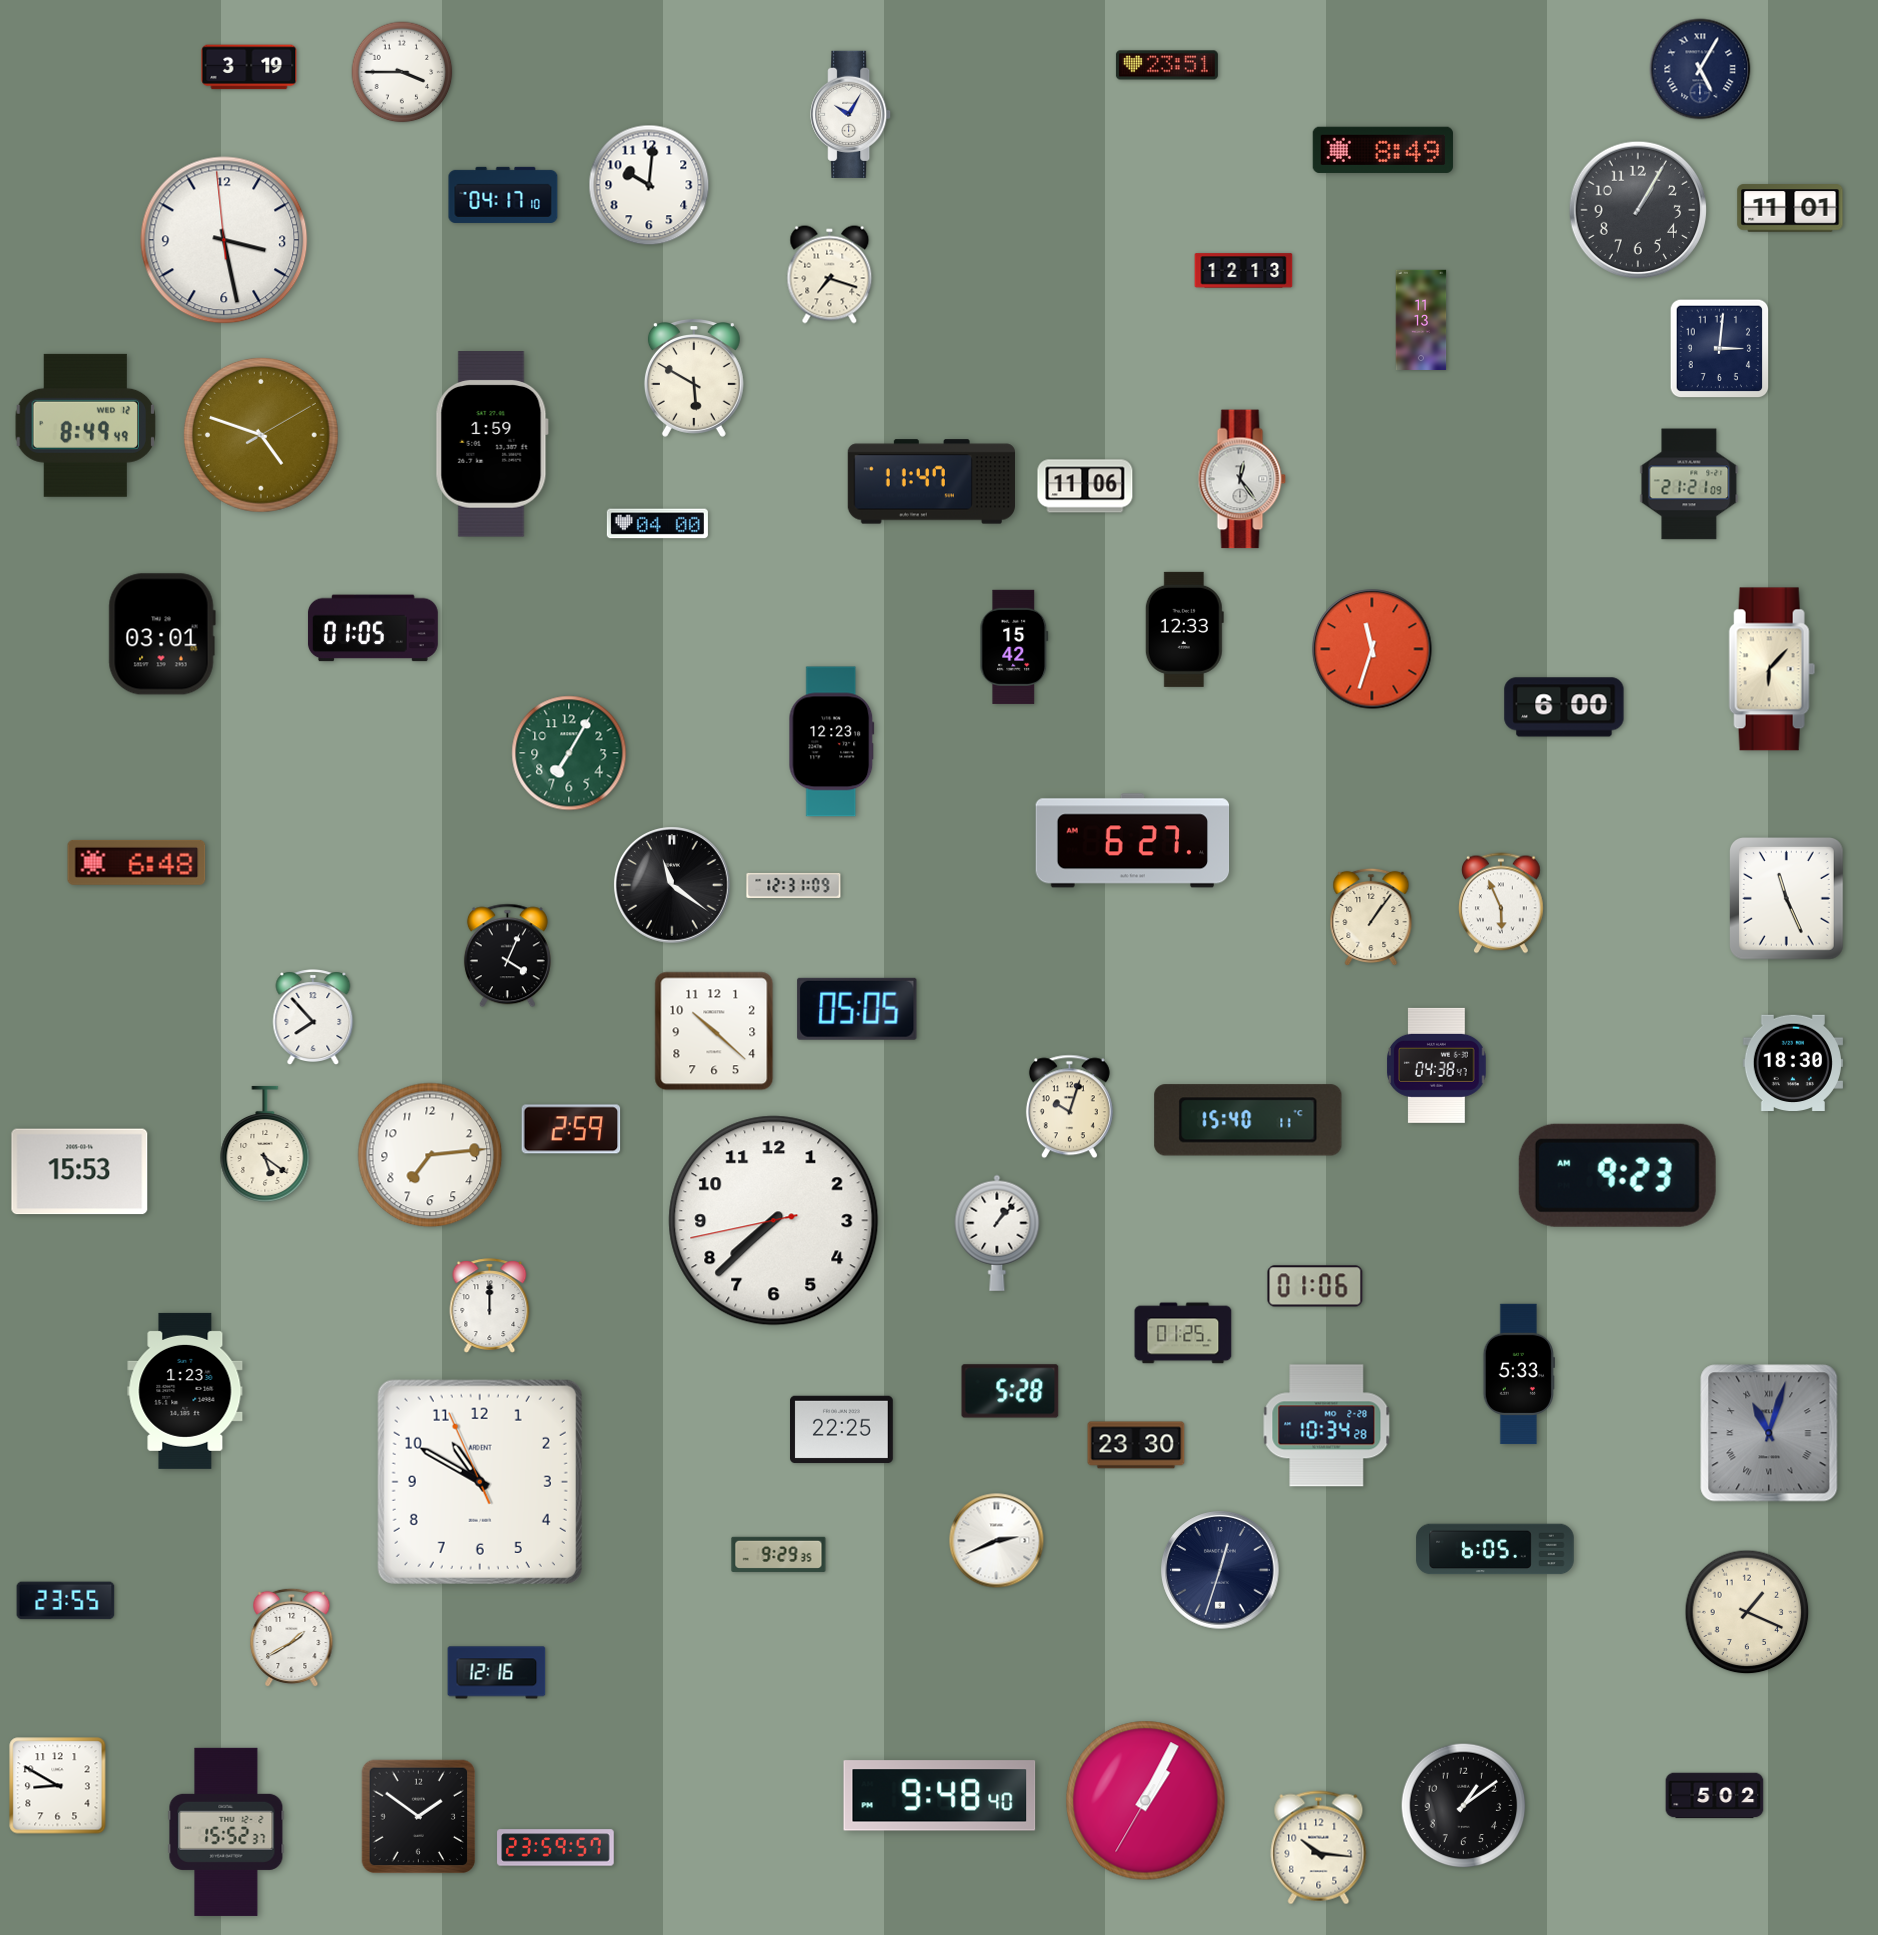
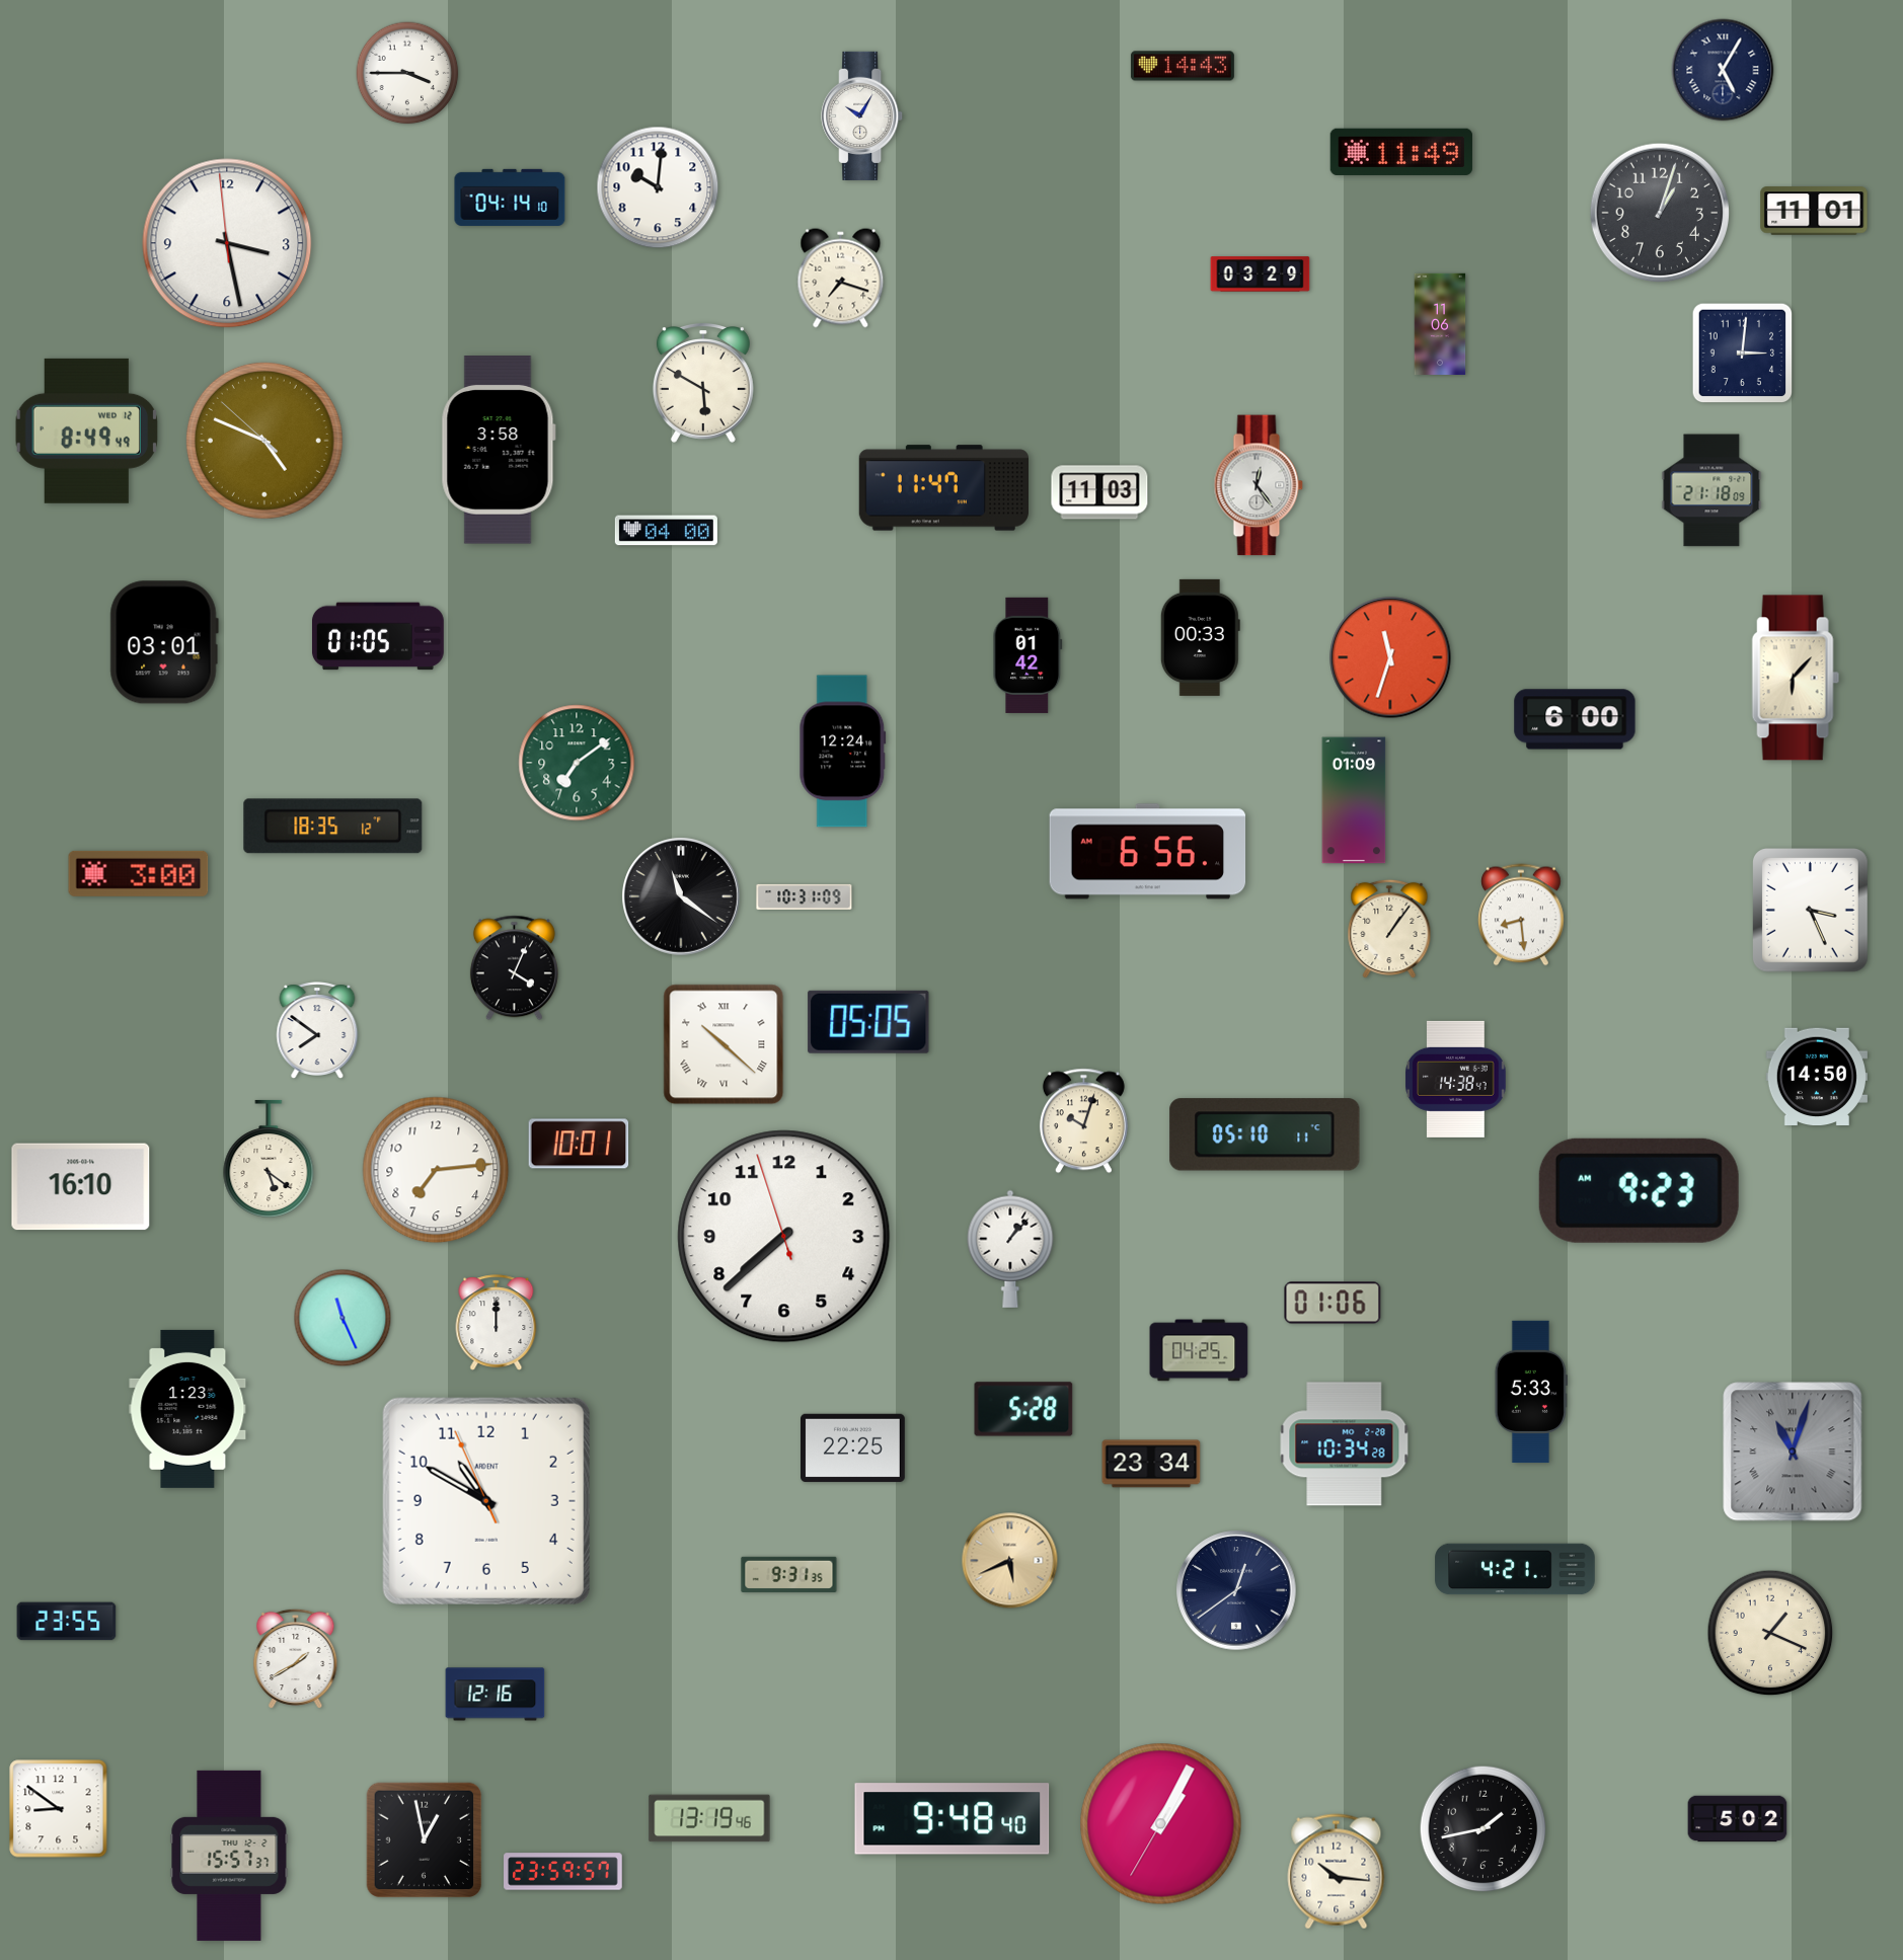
clock at (1167, 65): 23:51 -> 14:43
clock at (249, 67): 3:19 -> none
clock at (1383, 150): 8:49 -> 11:49
clock at (503, 195): 04:17 -> 04:14
clock at (1638, 210): 1:05 -> 1:03
clock at (1244, 271): 12:13 -> 03:29
clock at (1421, 319): 11:13 -> 11:06
clock at (261, 435): 4:48:10 -> 4:48:52
clock at (492, 444): 1:59 -> 3:58
clock at (1689, 484): 21:21 -> 21:18
clock at (1085, 486): 11:06 -> 11:03
clock at (1184, 629): 12:33 -> 00:33
clock at (1014, 647): 15:42 -> 01:42
clock at (1564, 707) position: (1564, 707) -> (1575, 719)
clock at (832, 742): 12:23 -> 12:24
clock at (569, 753): 7:05 -> 7:09
clock at (1354, 800): none -> 01:09
clock at (333, 827): none -> 18:35
clock at (1133, 841): 6:27 -> 6:56
clock at (137, 862): 6:48 -> 3:00
clock at (794, 885): 12:31 -> 10:31
clock at (1787, 899): 11:26 -> 3:26
clock at (1502, 903): 5:56 -> 8:29
clock at (313, 1017): 7:53 -> 7:51
clock at (714, 1031) numerals: Arabic -> Roman
clock at (1793, 1063): 18:30 -> 14:50
clock at (1437, 1065): 04:38 -> 14:38
clock at (1248, 1120): 15:40 -> 05:10
clock at (571, 1129): 2:59 -> 10:01
clock at (80, 1172): 15:53 -> 16:10
clock at (774, 1221): 7:37:43 -> 7:37:57
clock at (342, 1318): none -> 11:26
clock at (1183, 1333): 01:25 -> 04:25
clock at (1519, 1374) position: (1519, 1374) -> (1531, 1392)
clock at (1136, 1445): 23:30 -> 23:34
clock at (997, 1541): 2:41 -> 5:41
clock at (997, 1541) dial: white -> champagne
clock at (1495, 1549): 6:05 -> 4:21
clock at (779, 1554): 9:29 -> 9:31
clock at (1220, 1570): 12:33 -> 12:39
clock at (497, 1673) position: (497, 1673) -> (496, 1695)
clock at (58, 1786): 8:50 -> 8:51
clock at (709, 1818): none -> 13:19
clock at (1464, 1806): 1:09 -> 1:43
clock at (419, 1817): 1:51 -> 12:58
clock at (226, 1832): 15:52 -> 15:57
